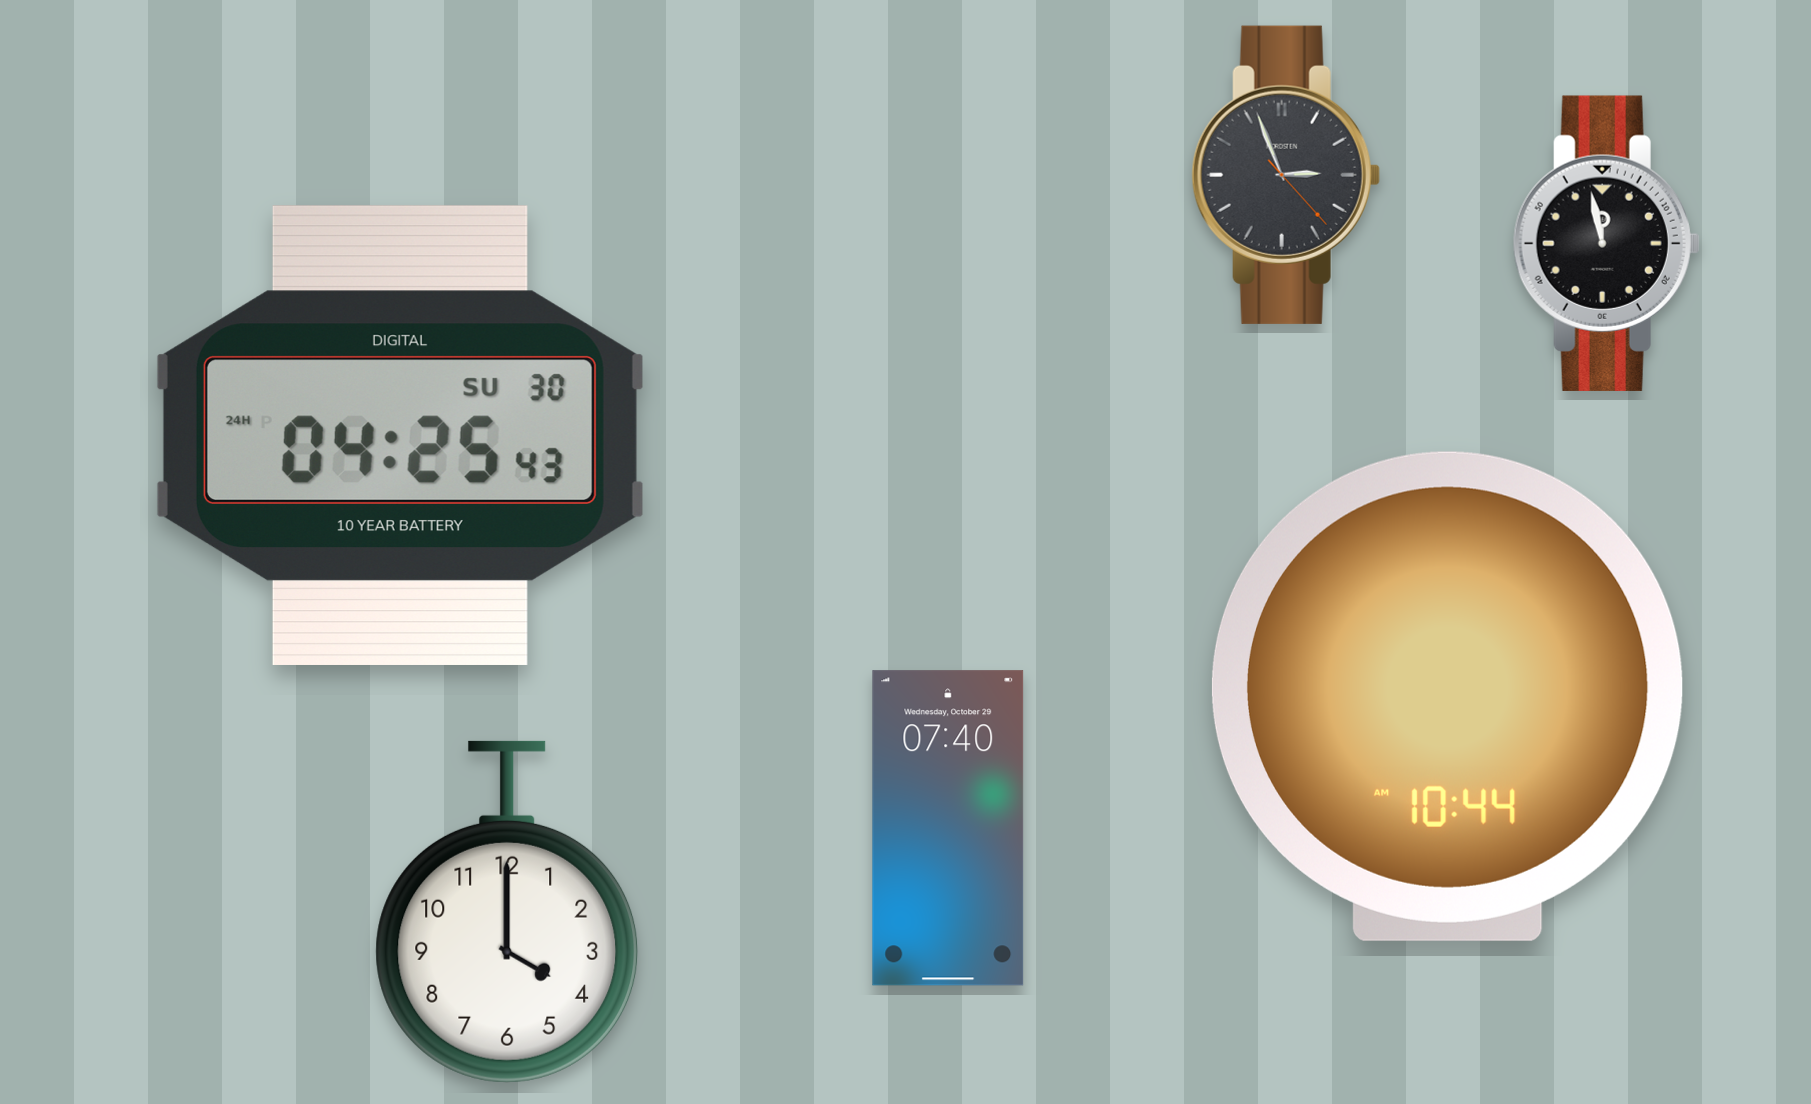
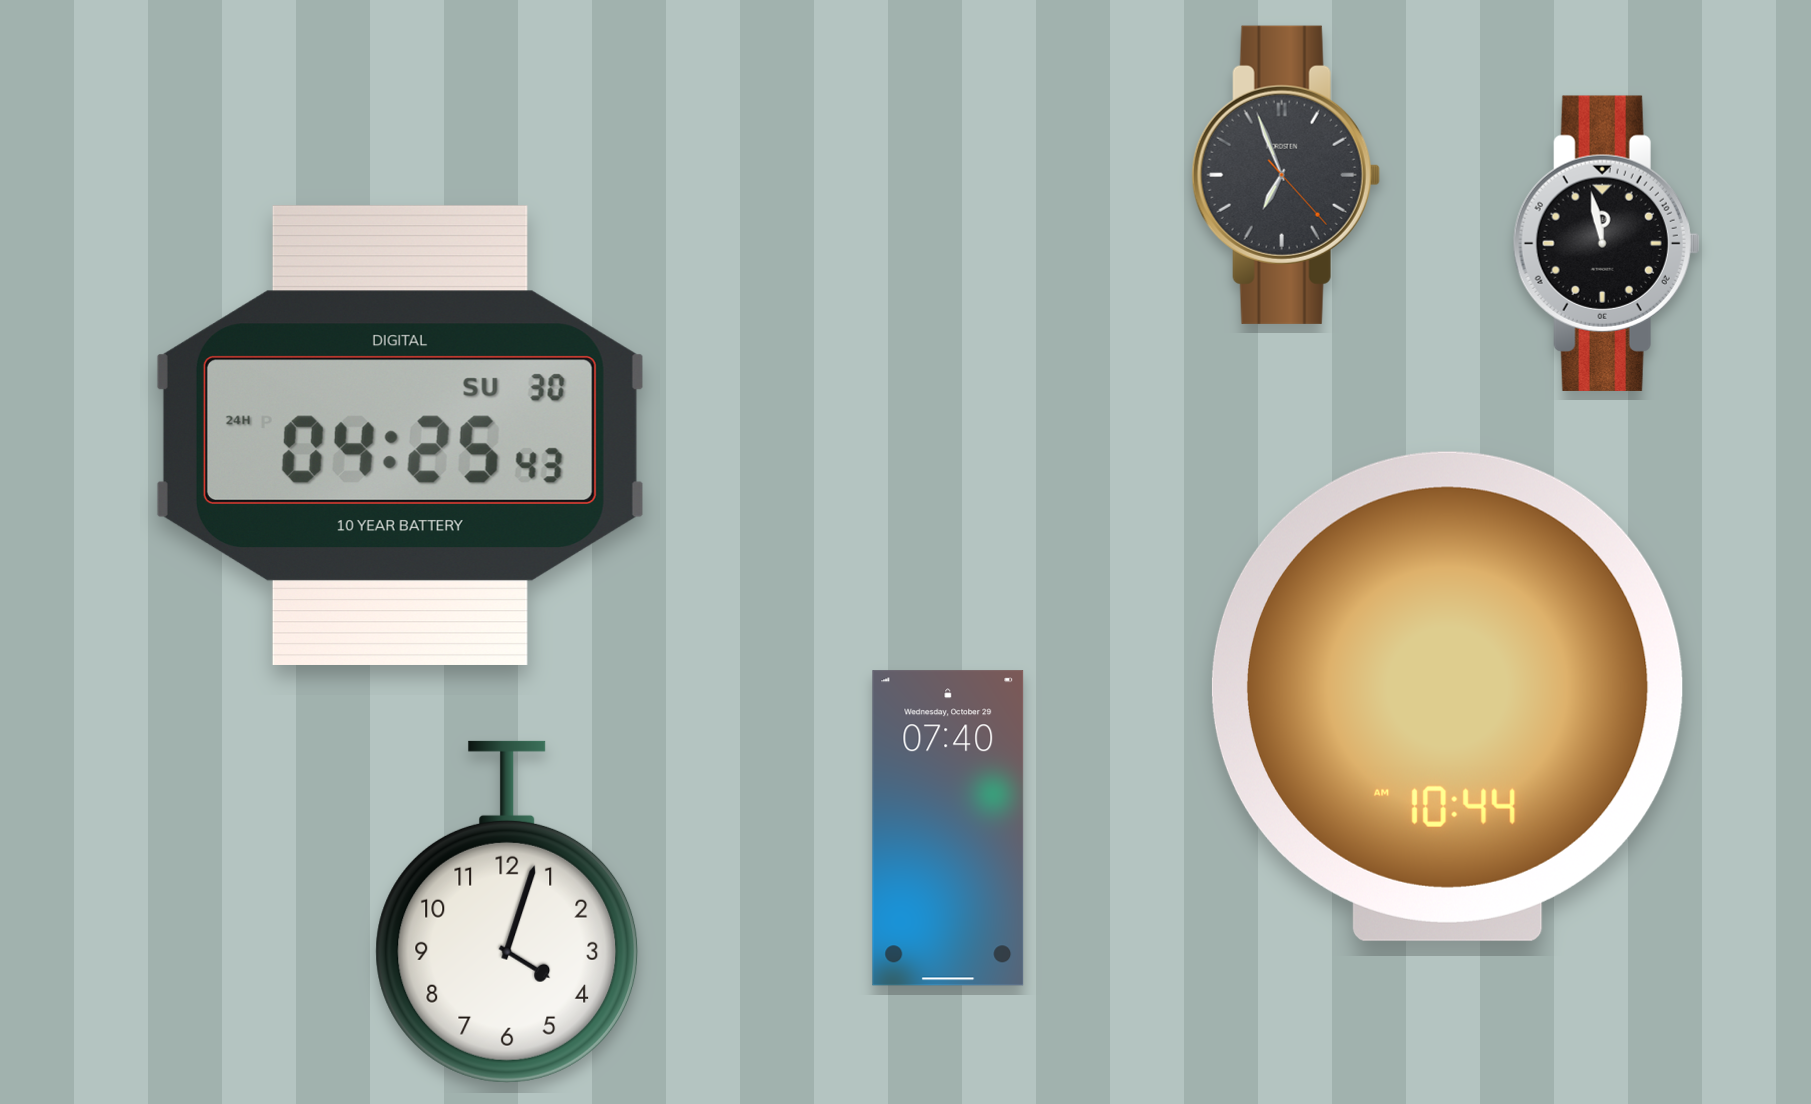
clock at (1286, 175): 2:56 -> 6:56
clock at (507, 912): 4:00 -> 4:03
